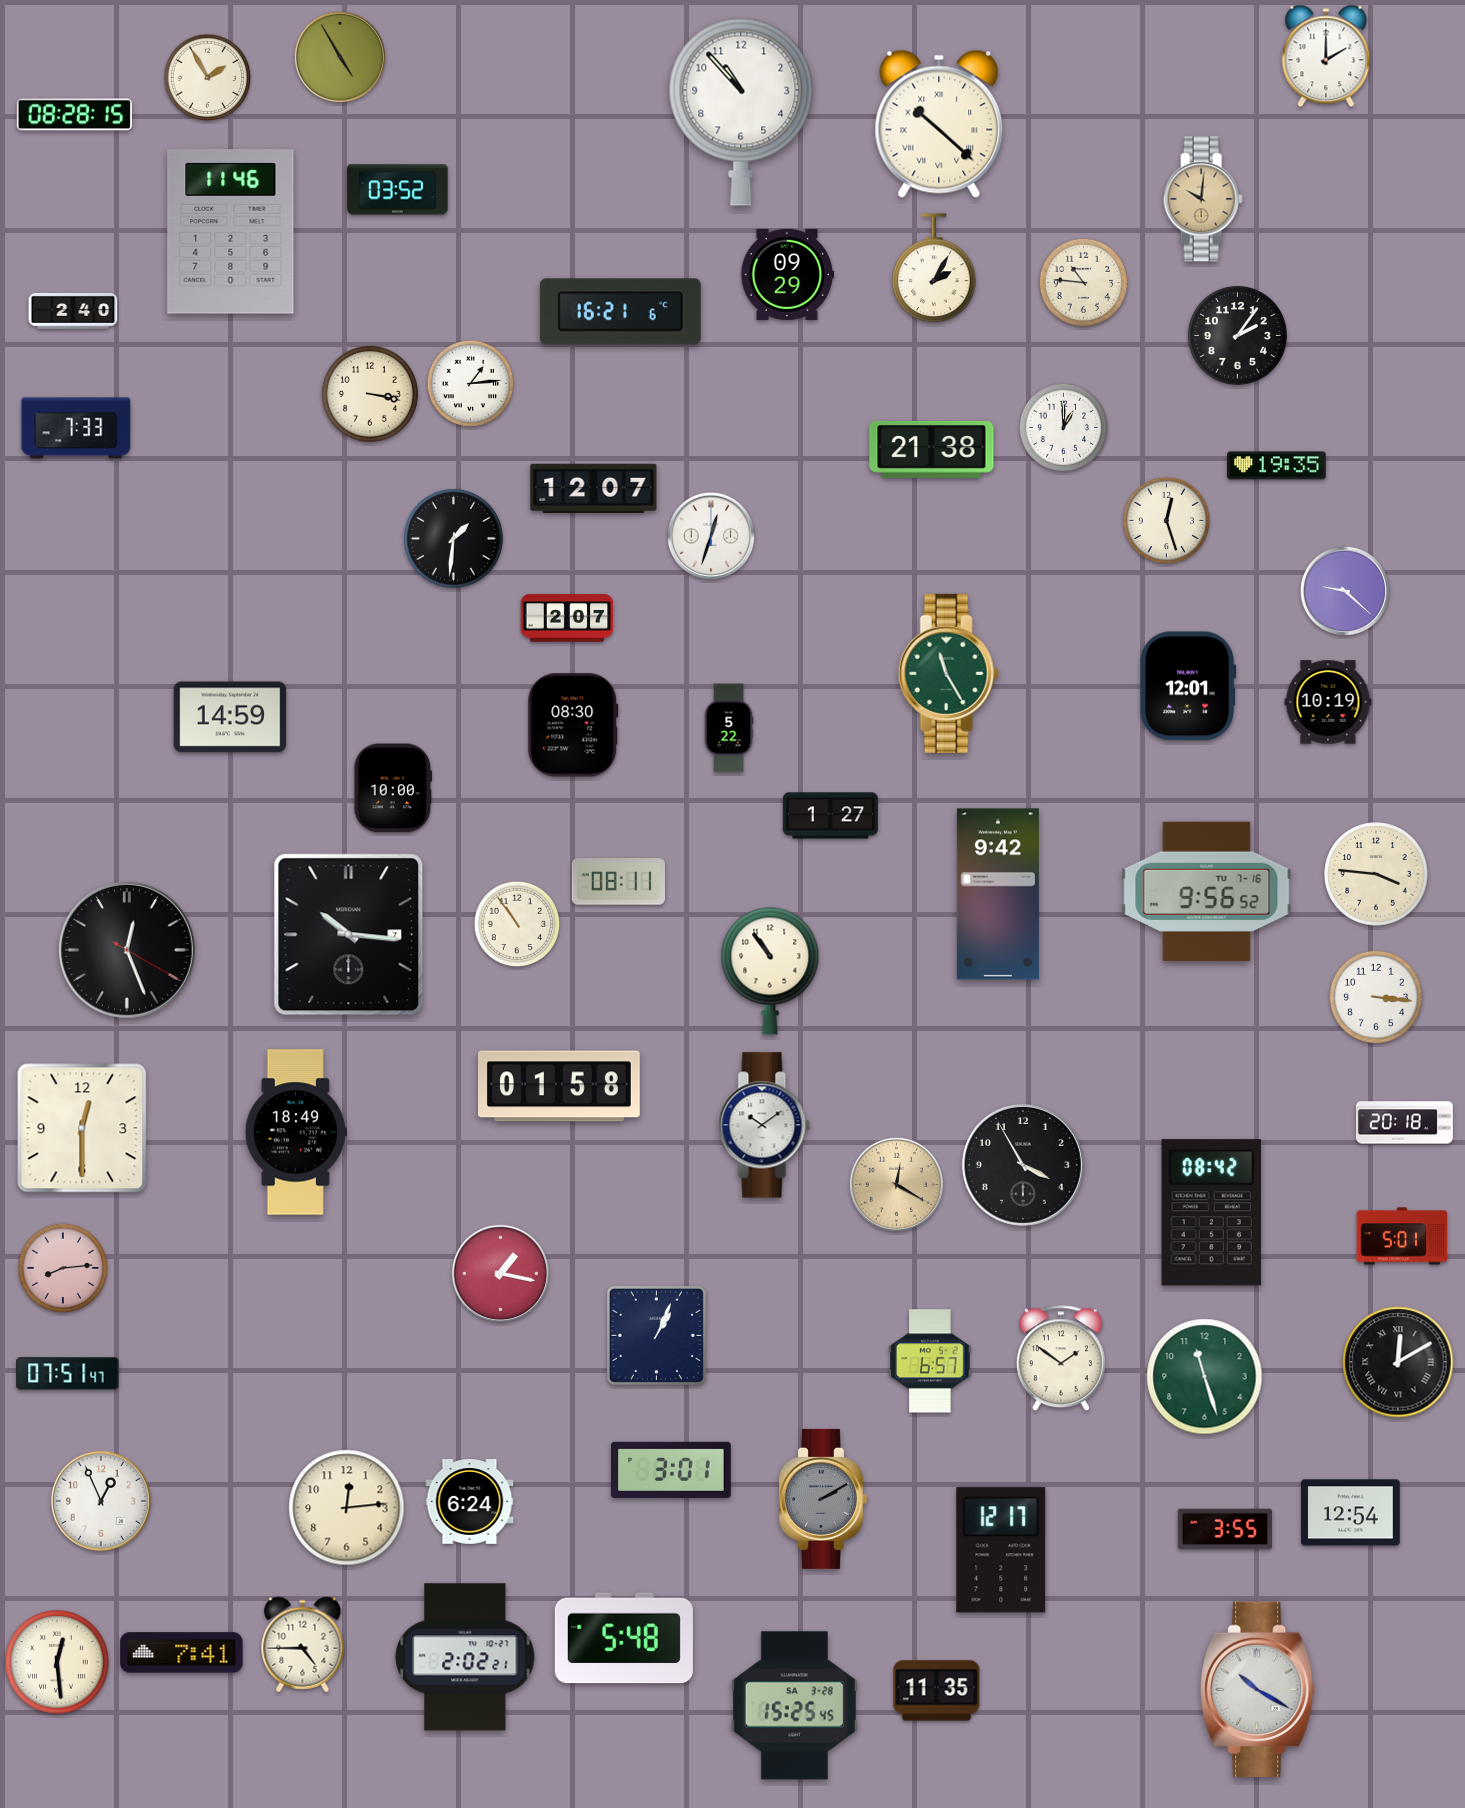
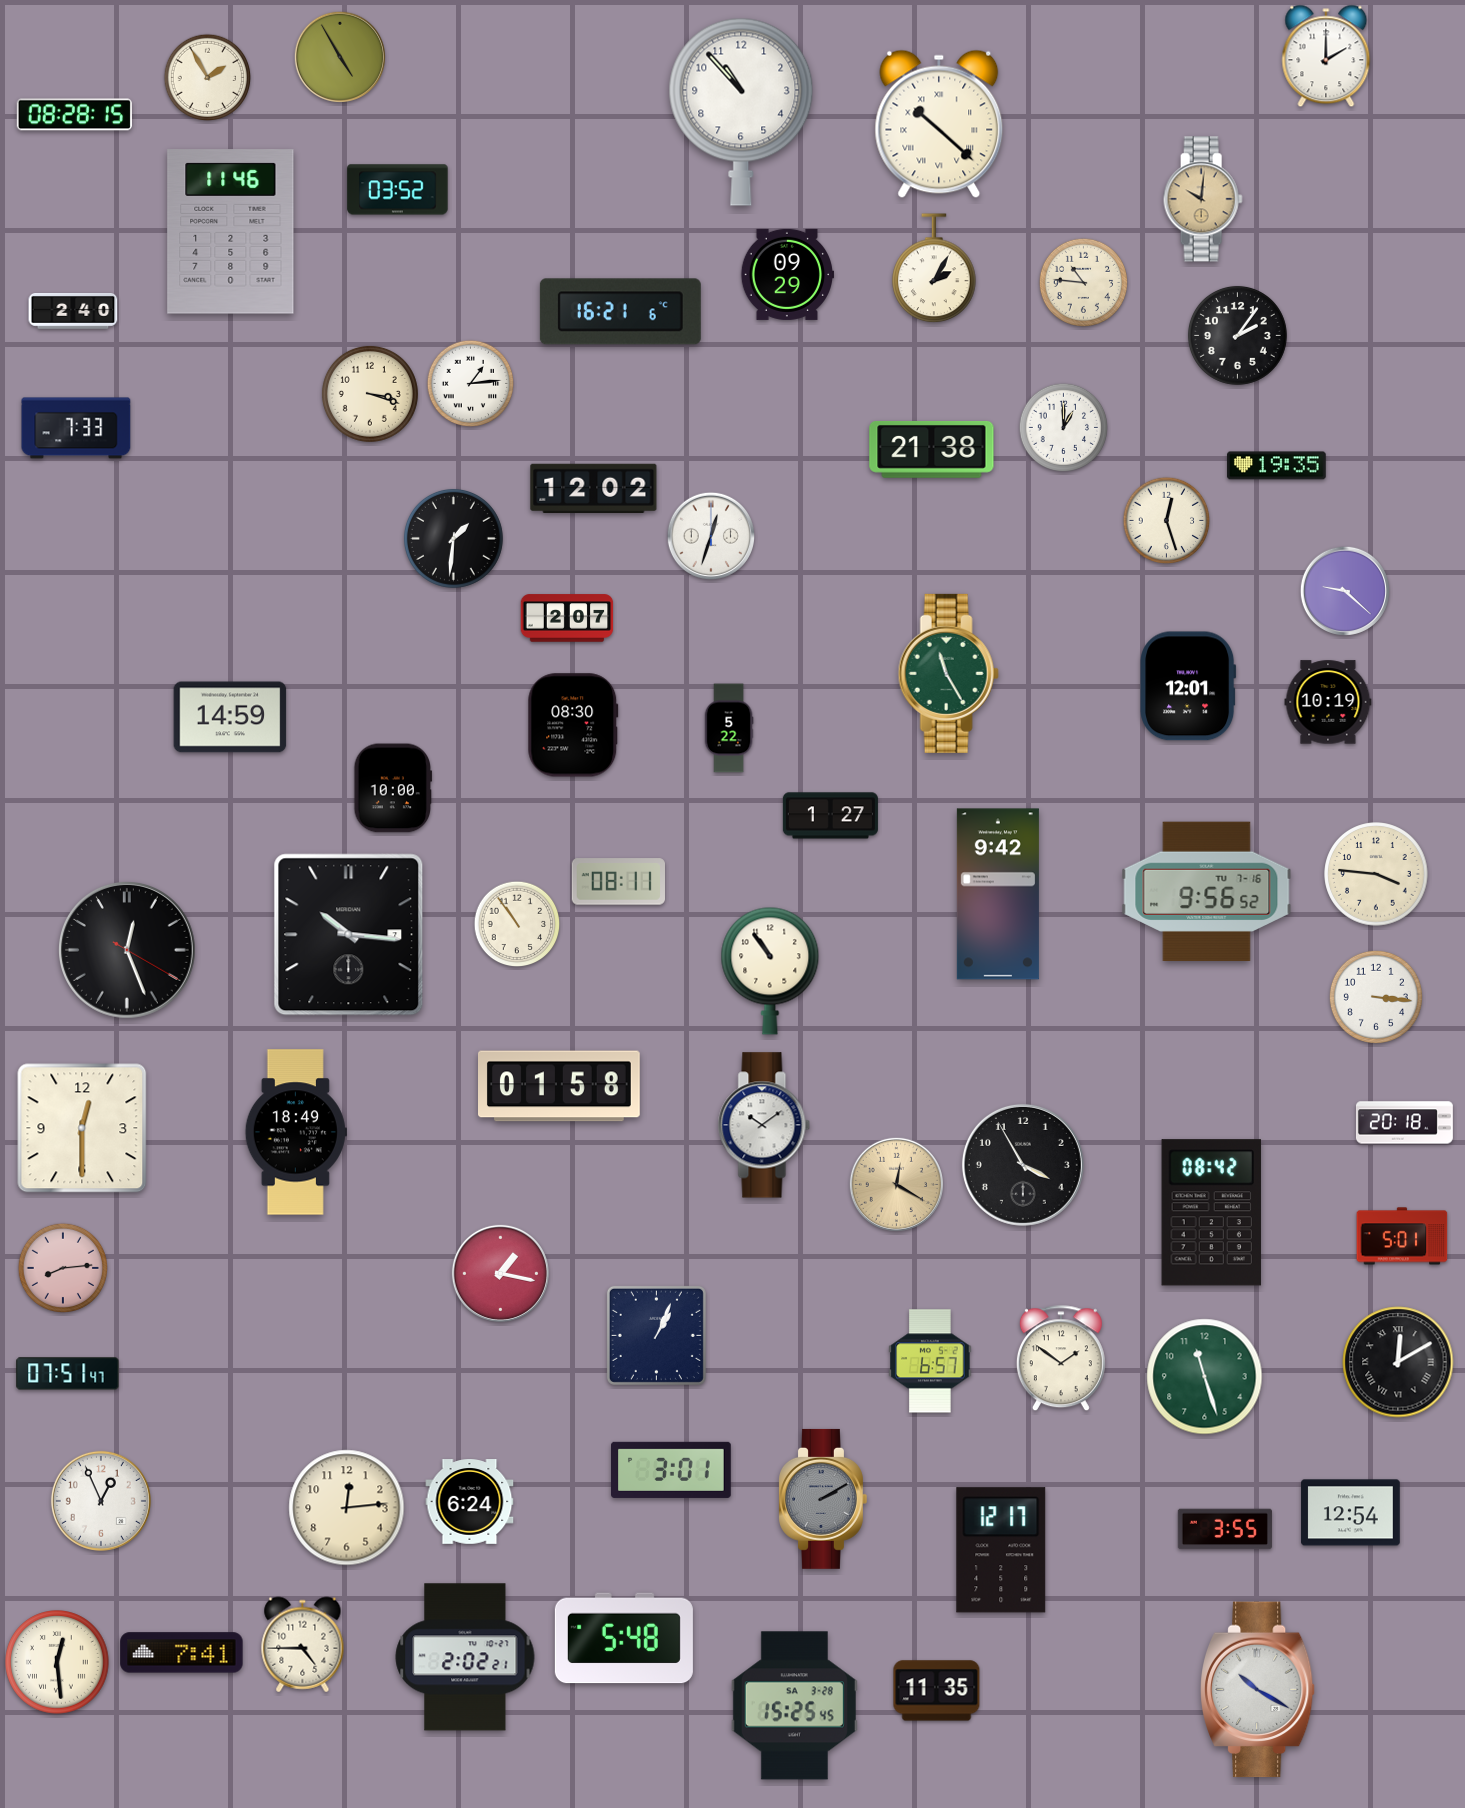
clock at (370, 394): 3:17 -> 3:18
clock at (594, 489): 12:07 -> 12:02
